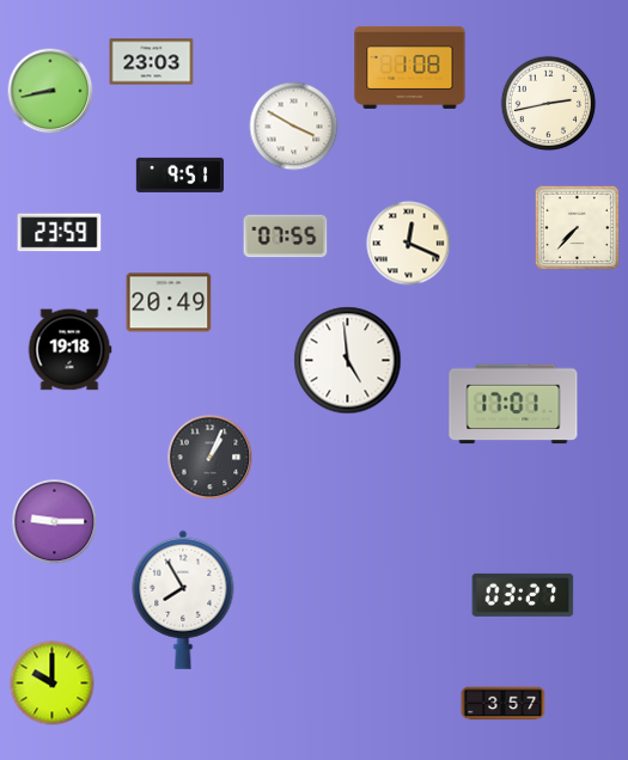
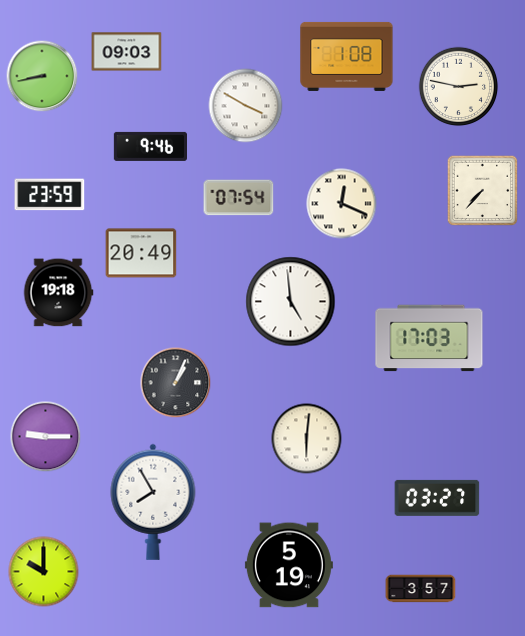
clock at (152, 62): 23:03 -> 09:03
clock at (410, 67) position: (410, 67) -> (347, 56)
clock at (549, 104): 2:43 -> 2:47
clock at (179, 174): 9:51 -> 9:46
clock at (286, 237): 07:55 -> 07:54
clock at (513, 404): 17:01 -> 17:03
clock at (307, 439): none -> 6:01
clock at (289, 565): none -> 5:19
